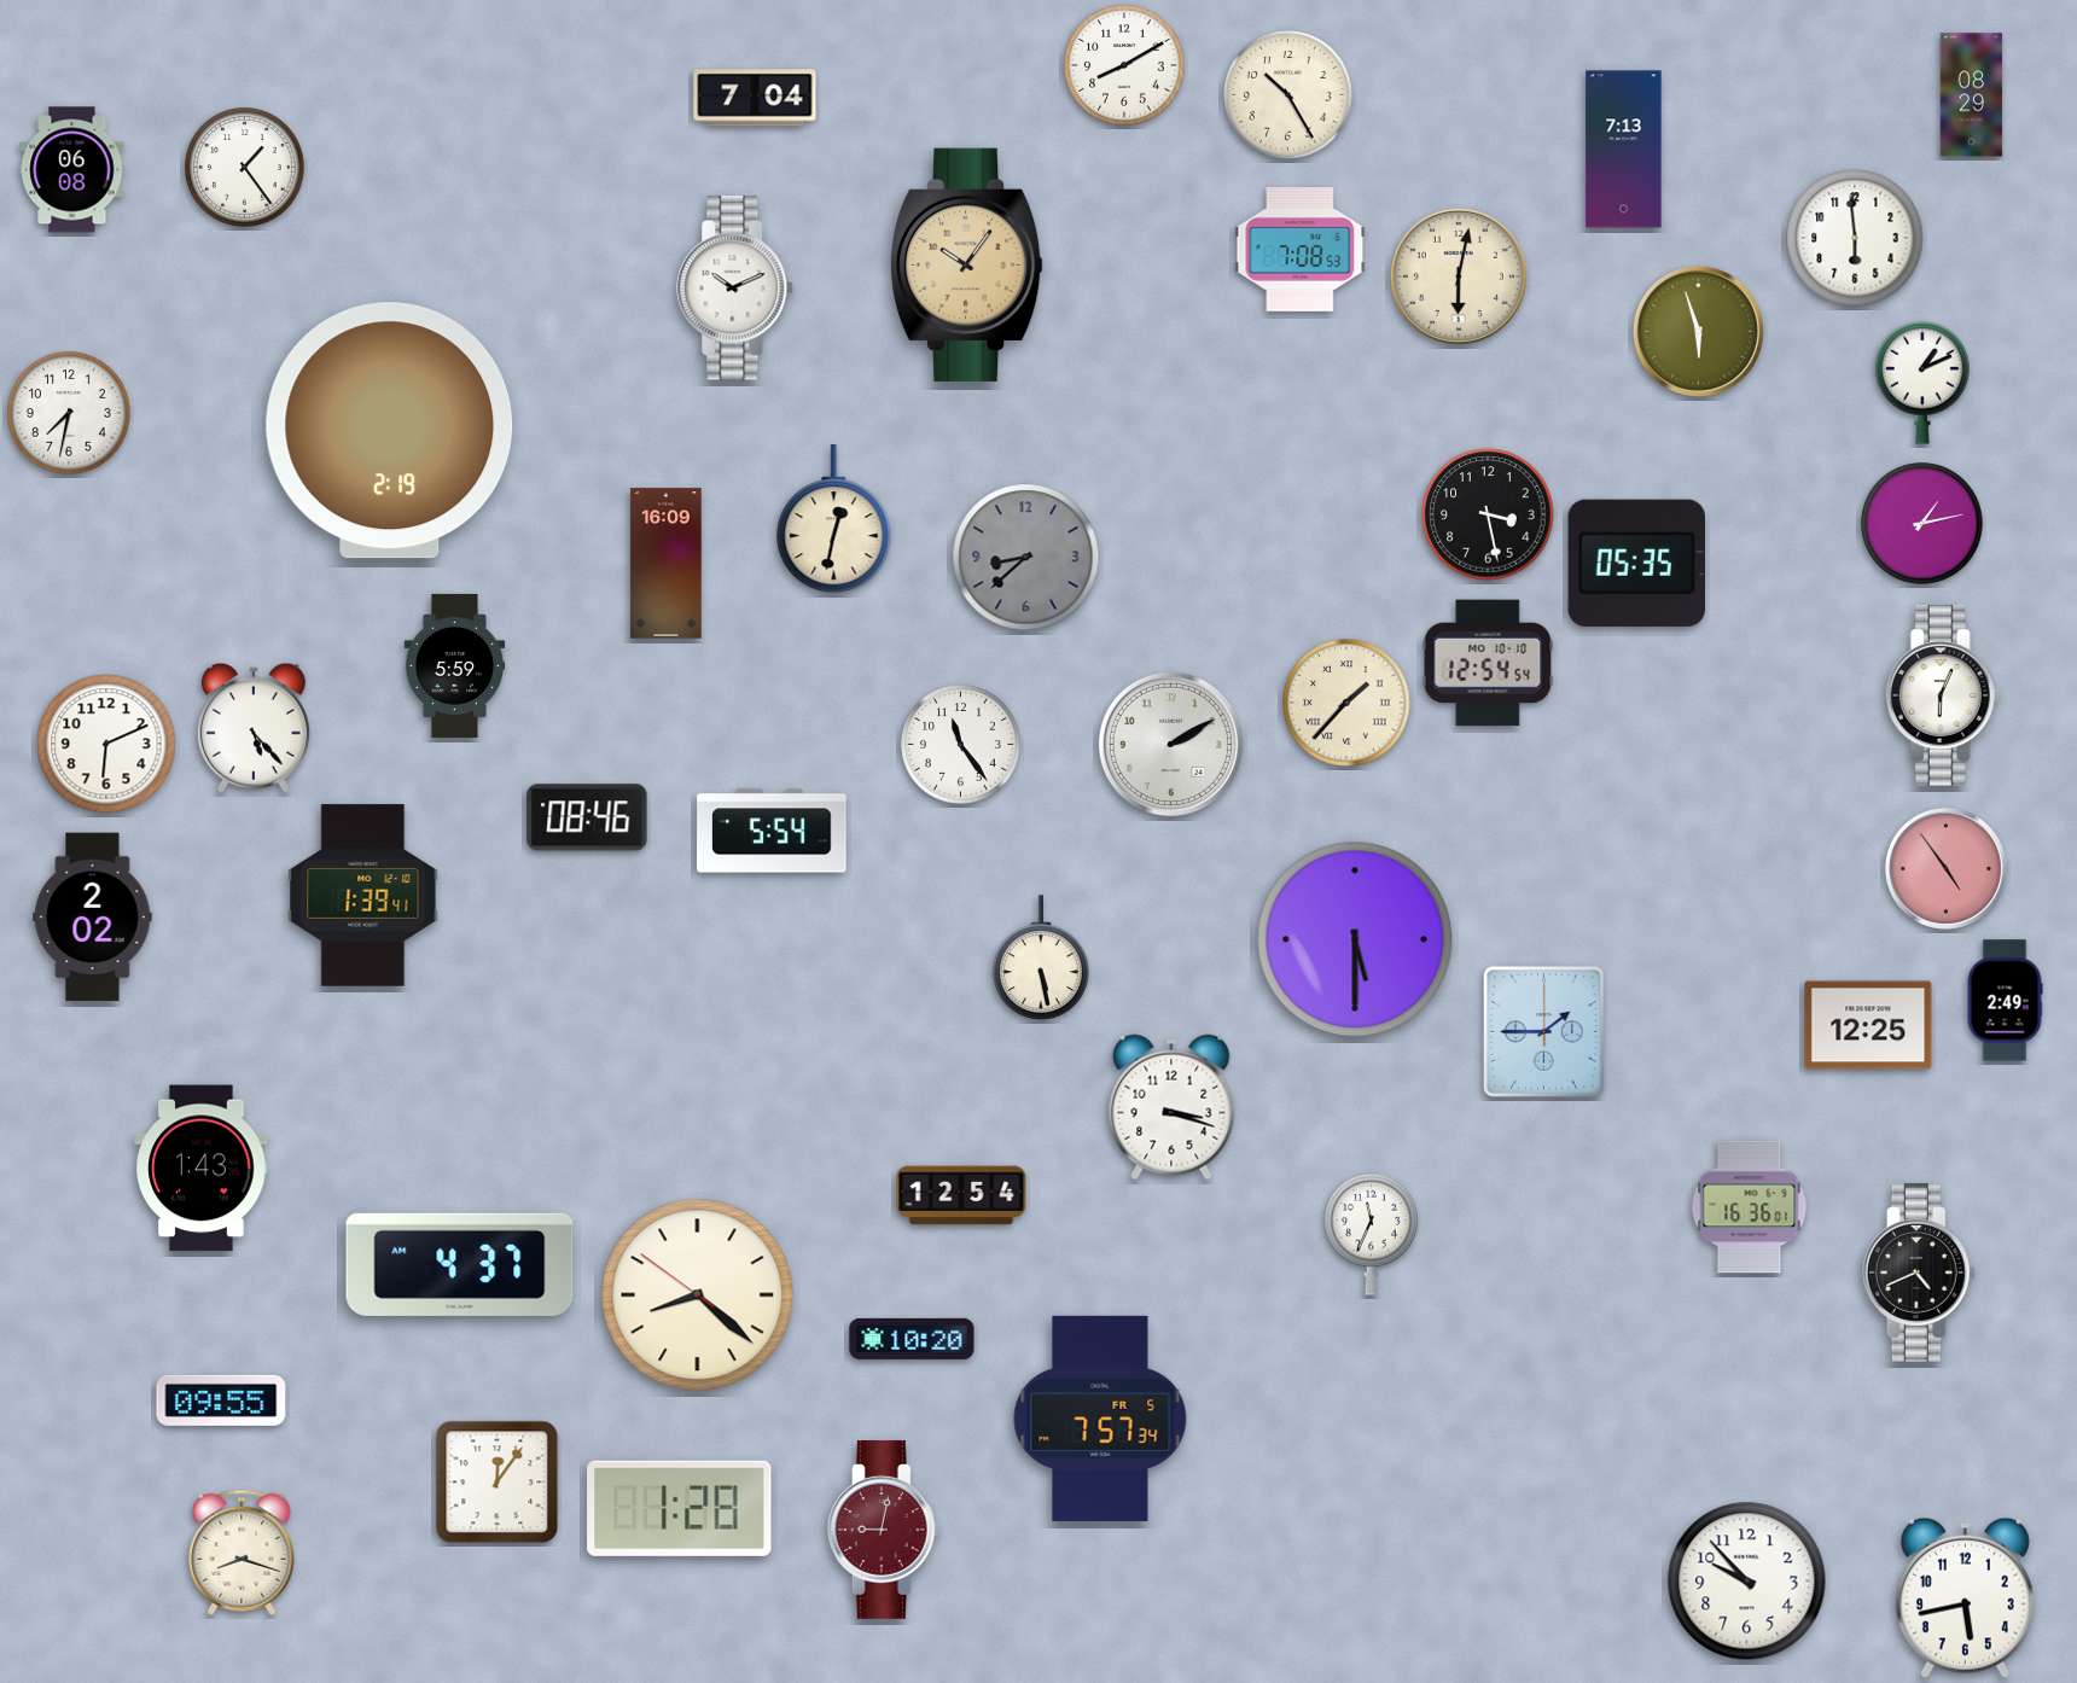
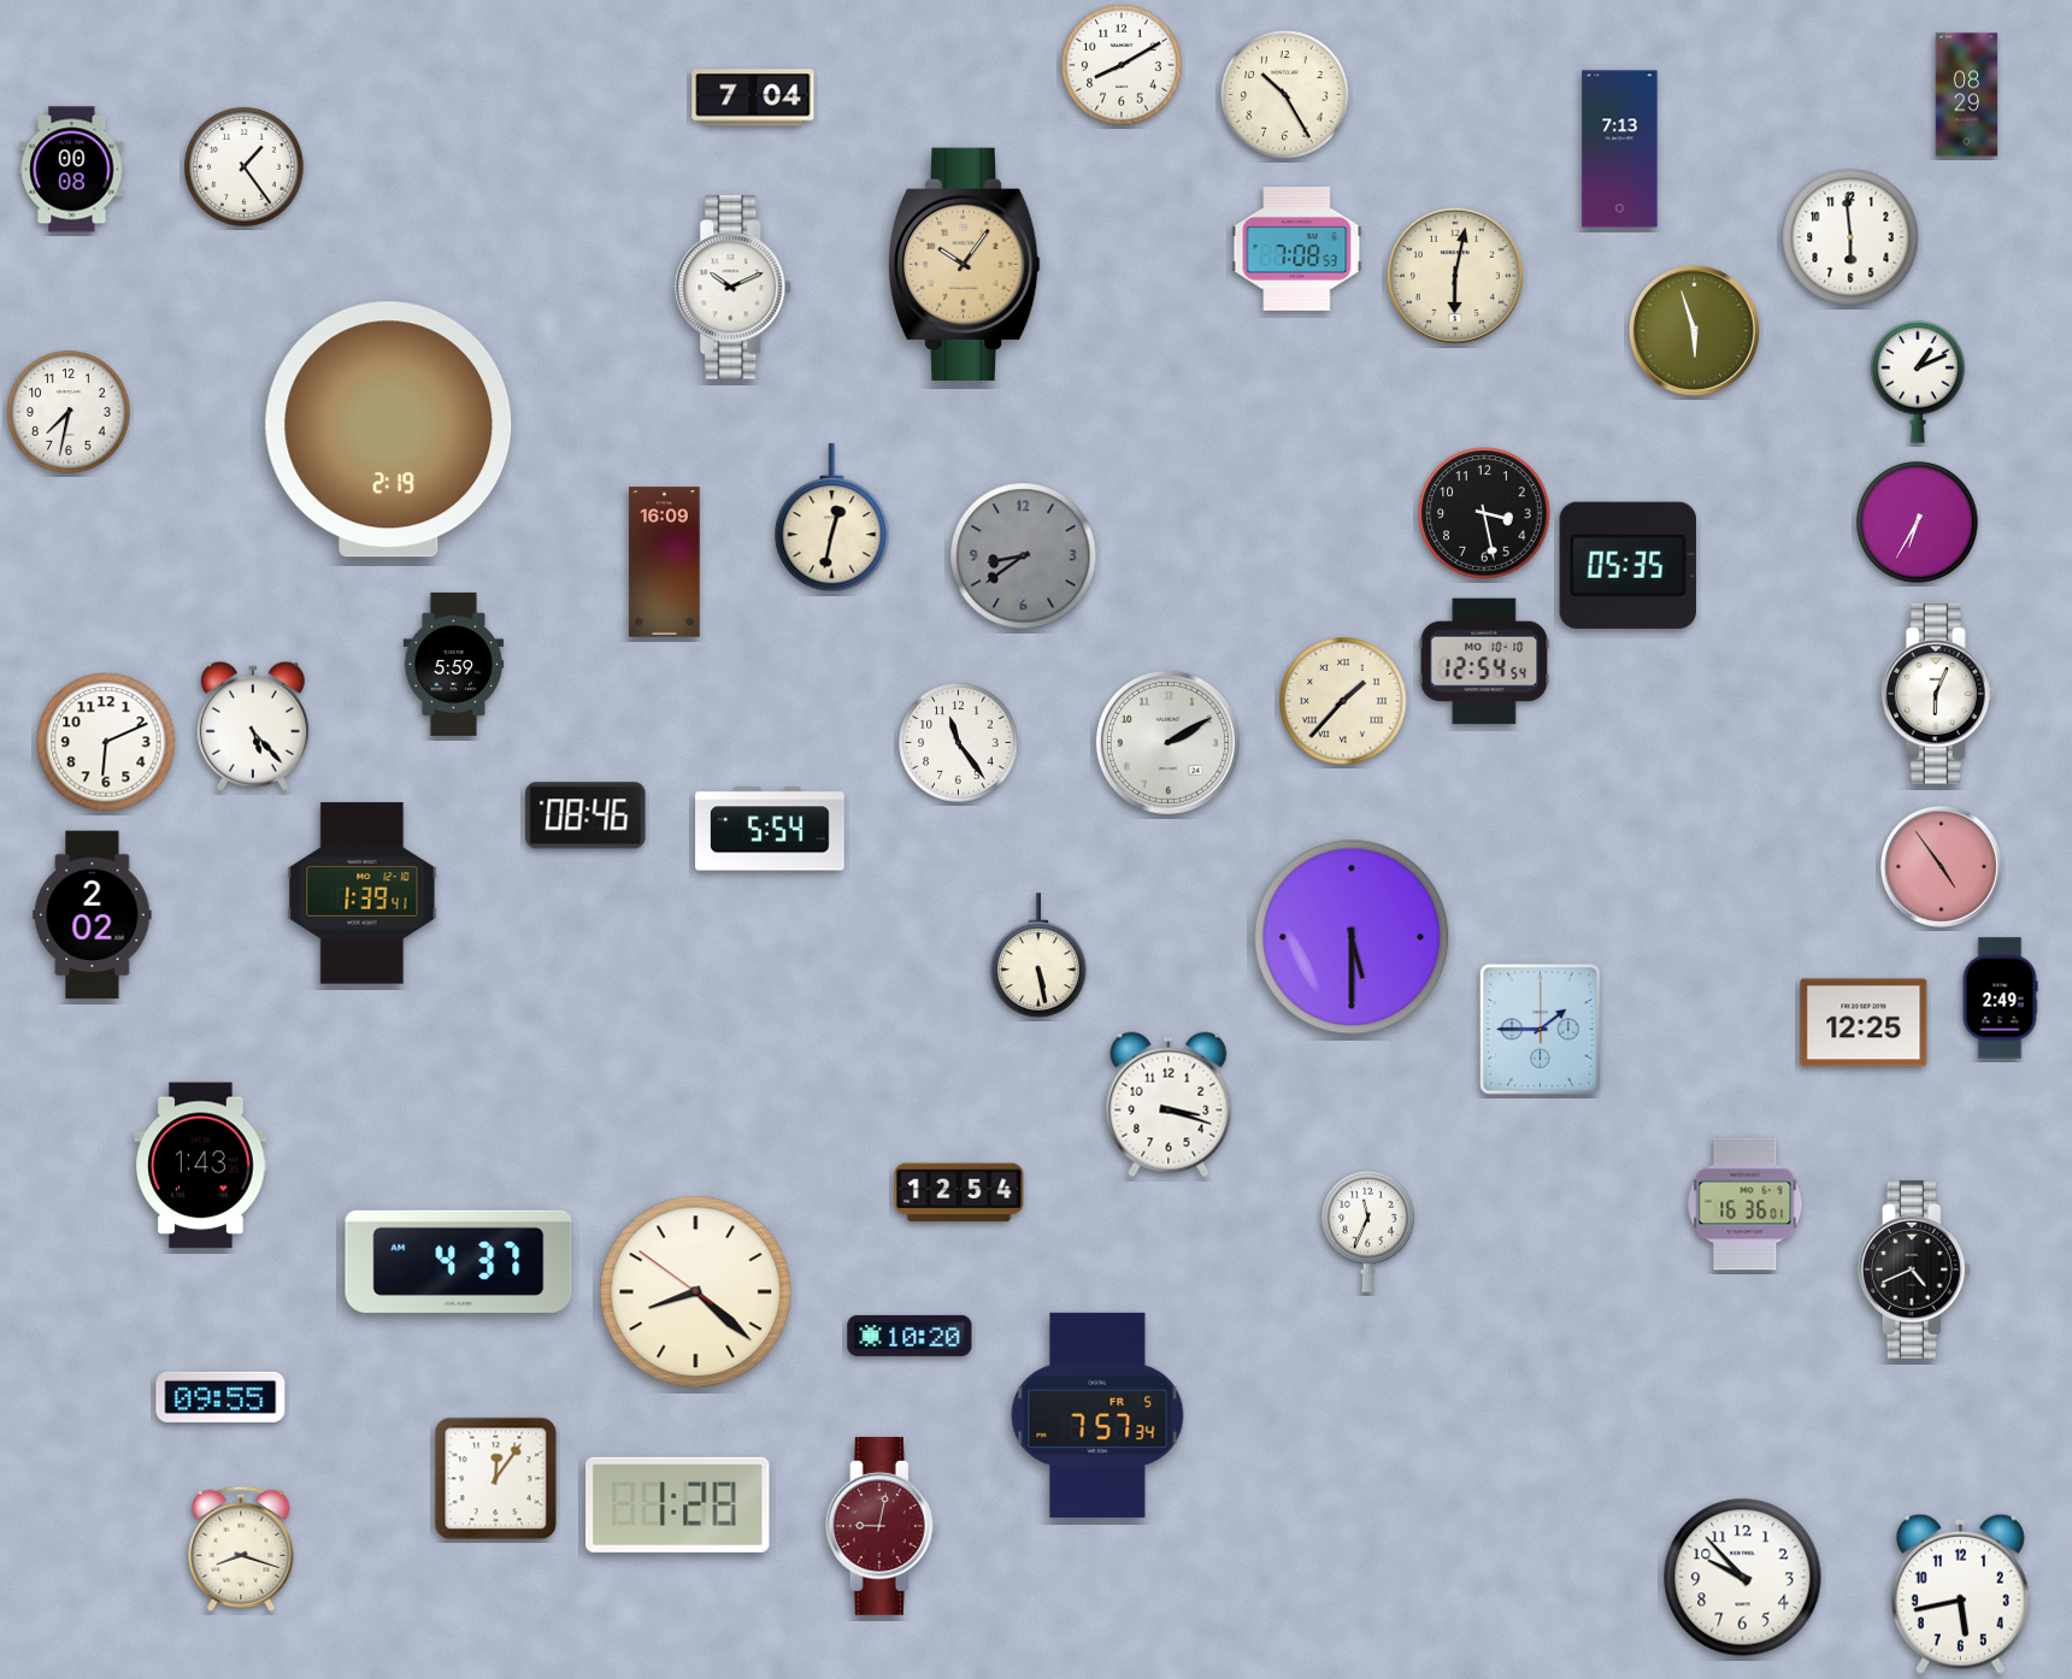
clock at (72, 170): 06:08 -> 00:08
clock at (1922, 524): 1:13 -> 6:35
clock at (1026, 558): 8:38 -> 8:39
clock at (1636, 563) position: (1636, 563) -> (1627, 565)
